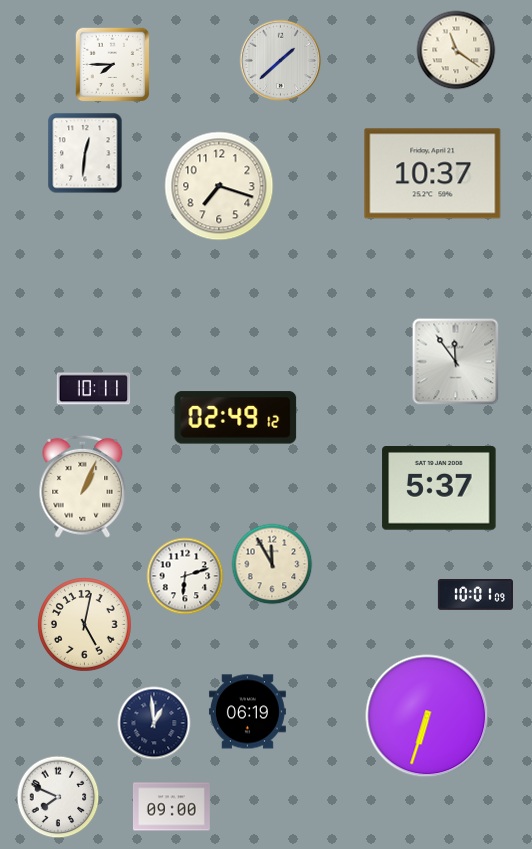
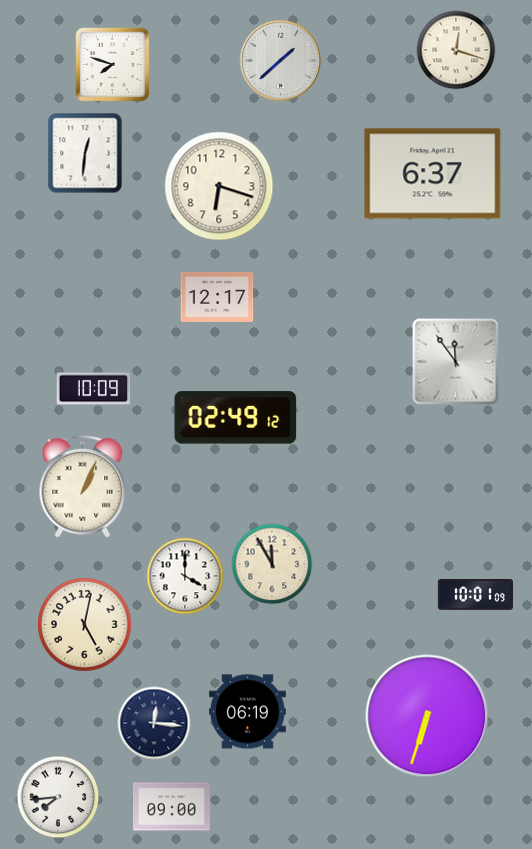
clock at (456, 50): 11:21 -> 12:18
clock at (113, 65): 7:45 -> 7:48
clock at (433, 174): 10:37 -> 6:37
clock at (219, 186): 7:18 -> 6:18
clock at (217, 297): none -> 12:17
clock at (94, 389): 10:11 -> 10:09
clock at (439, 489): 5:37 -> none
clock at (185, 576): 6:12 -> 4:00
clock at (154, 723): 12:59 -> 12:16
clock at (58, 797): 7:49 -> 7:44
